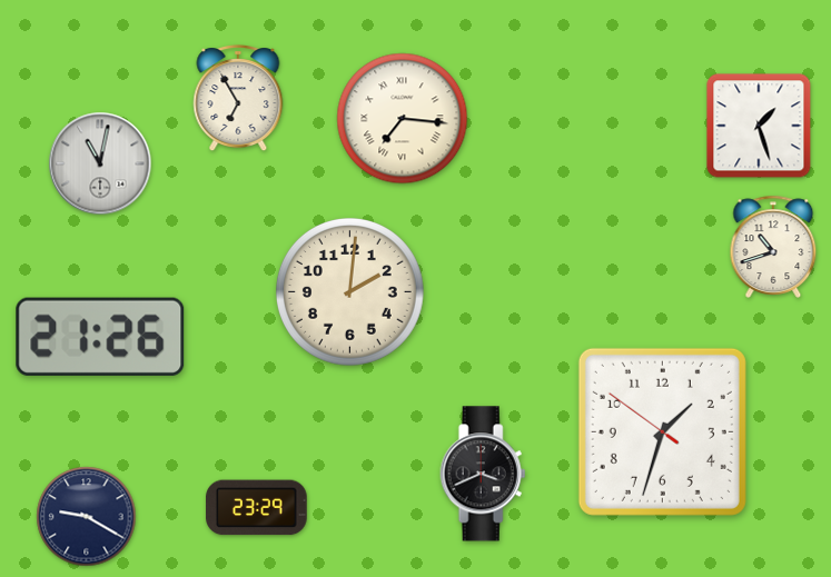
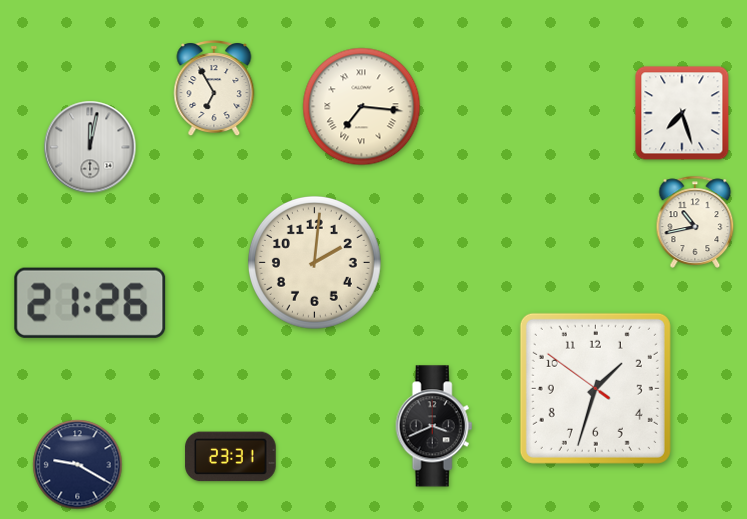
clock at (759, 126): 1:27 -> 7:27
clock at (100, 163): 11:02 -> 12:02
clock at (773, 247): 10:42 -> 10:43
clock at (257, 508): 23:29 -> 23:31
